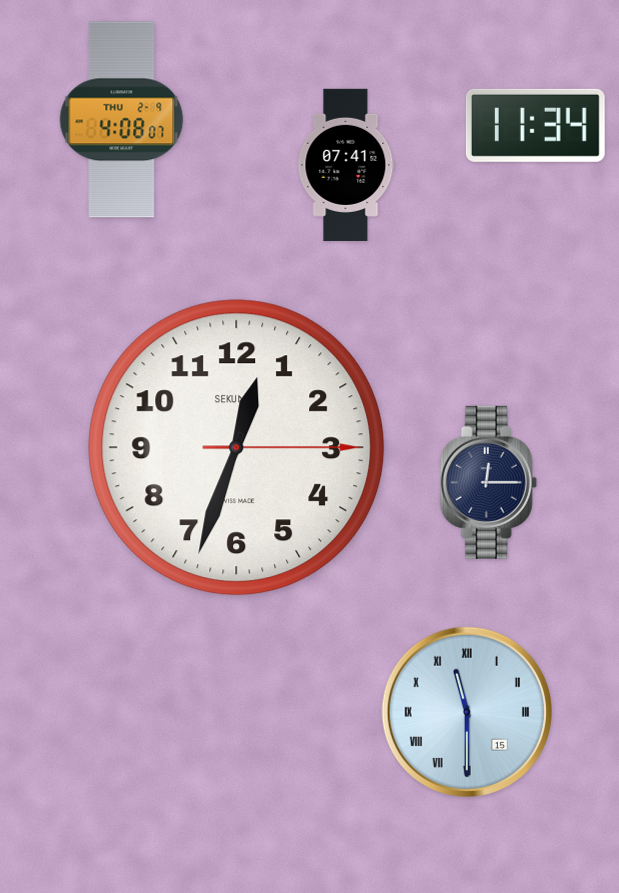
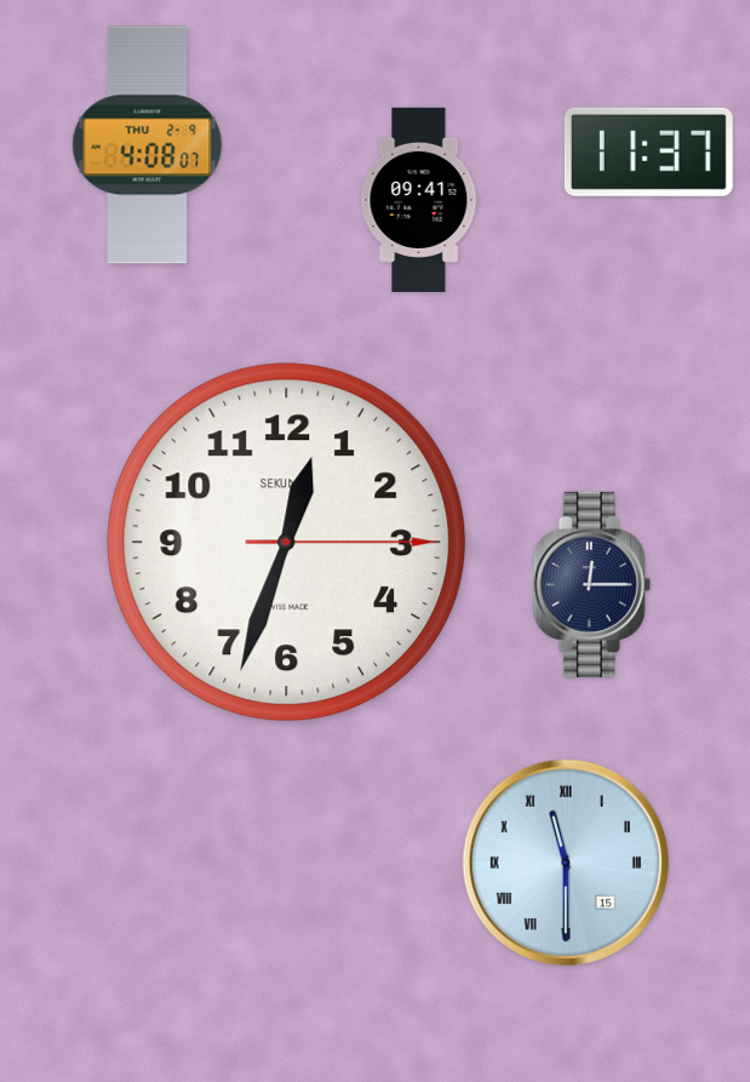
clock at (535, 125): 11:34 -> 11:37
clock at (346, 165): 07:41 -> 09:41
